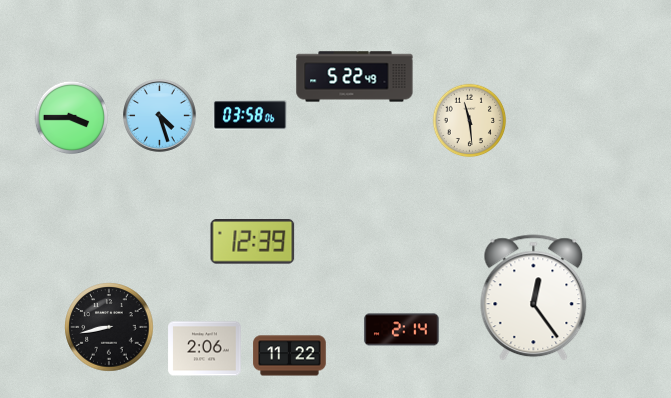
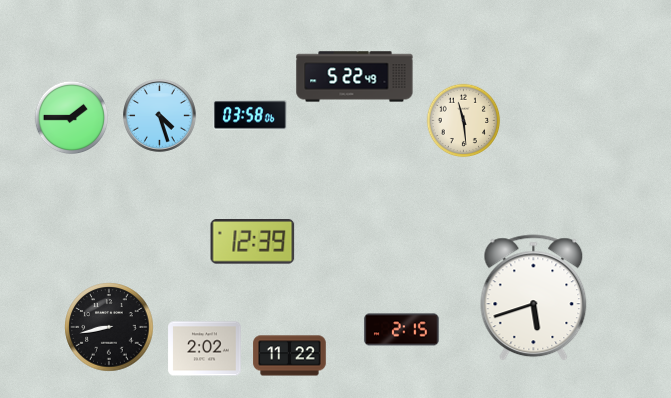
clock at (72, 118): 3:45 -> 1:45
clock at (470, 121) position: (470, 121) -> (464, 121)
clock at (534, 298): 12:24 -> 5:42
clock at (402, 330): 2:14 -> 2:15
clock at (205, 349): 2:06 -> 2:02
